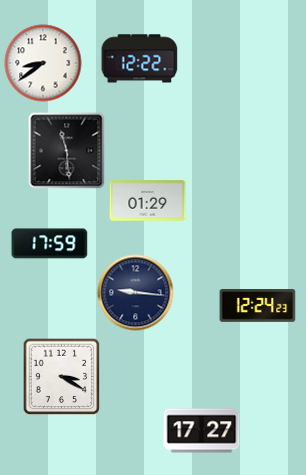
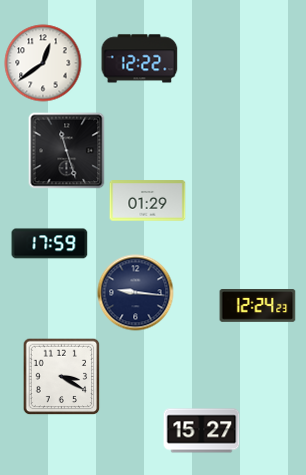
clock at (43, 63): 8:39 -> 12:39
clock at (67, 151): 11:29 -> 11:27
clock at (202, 431): 17:27 -> 15:27
